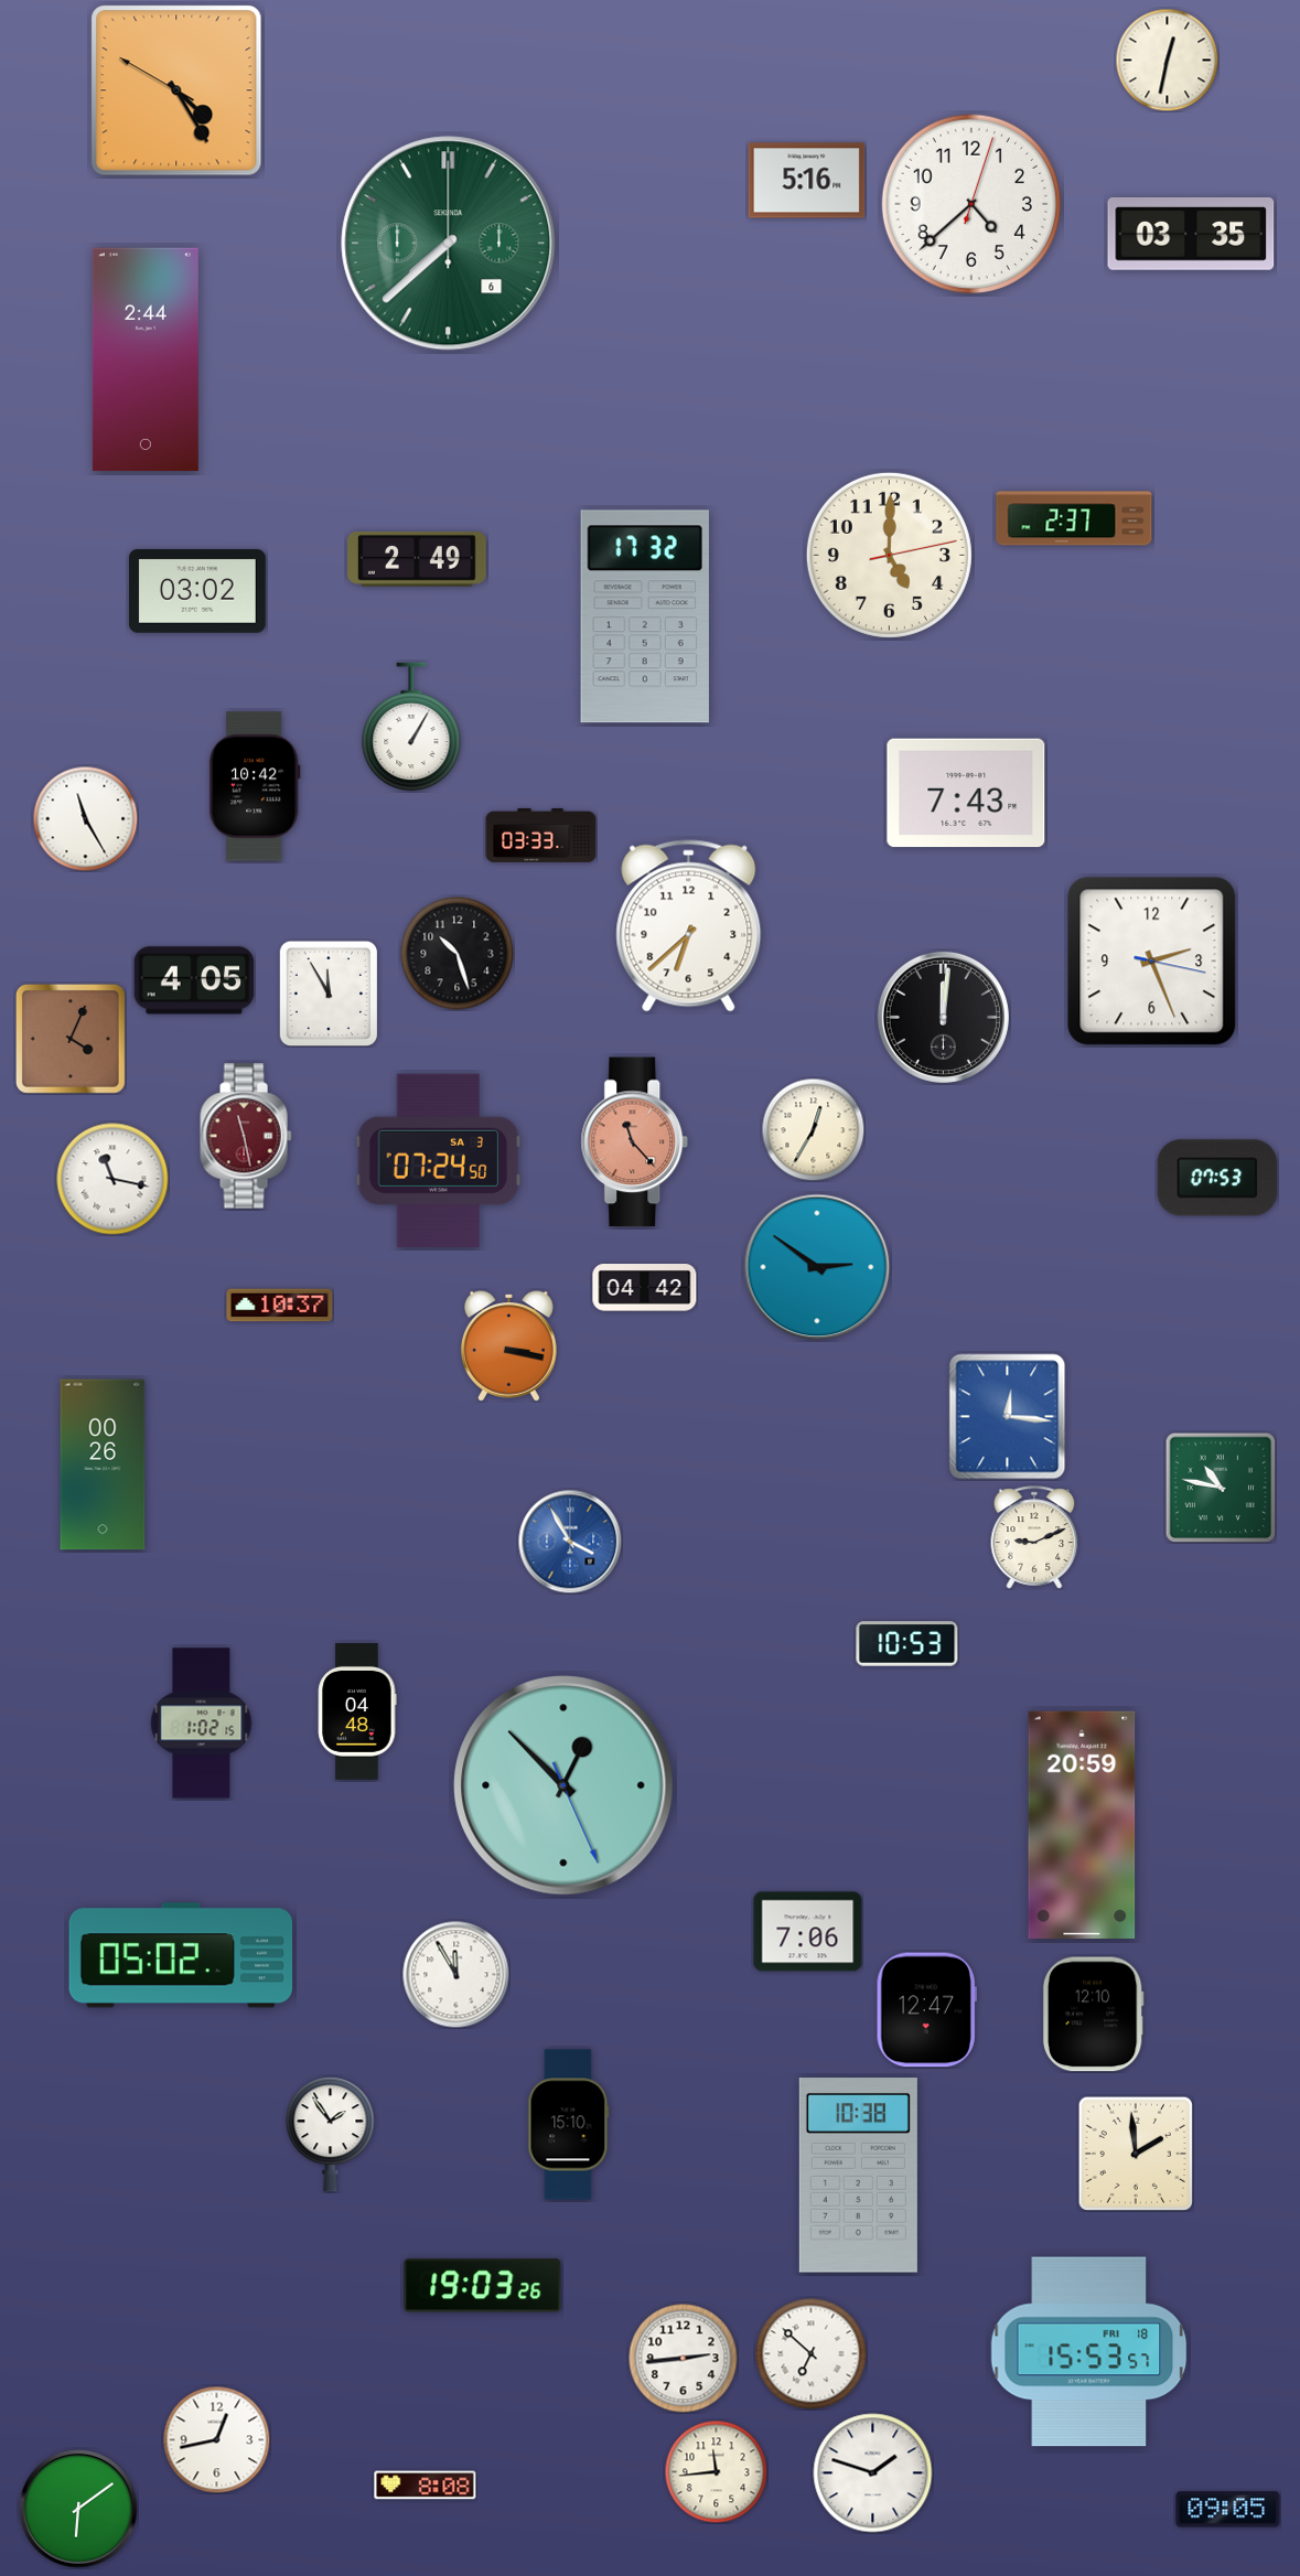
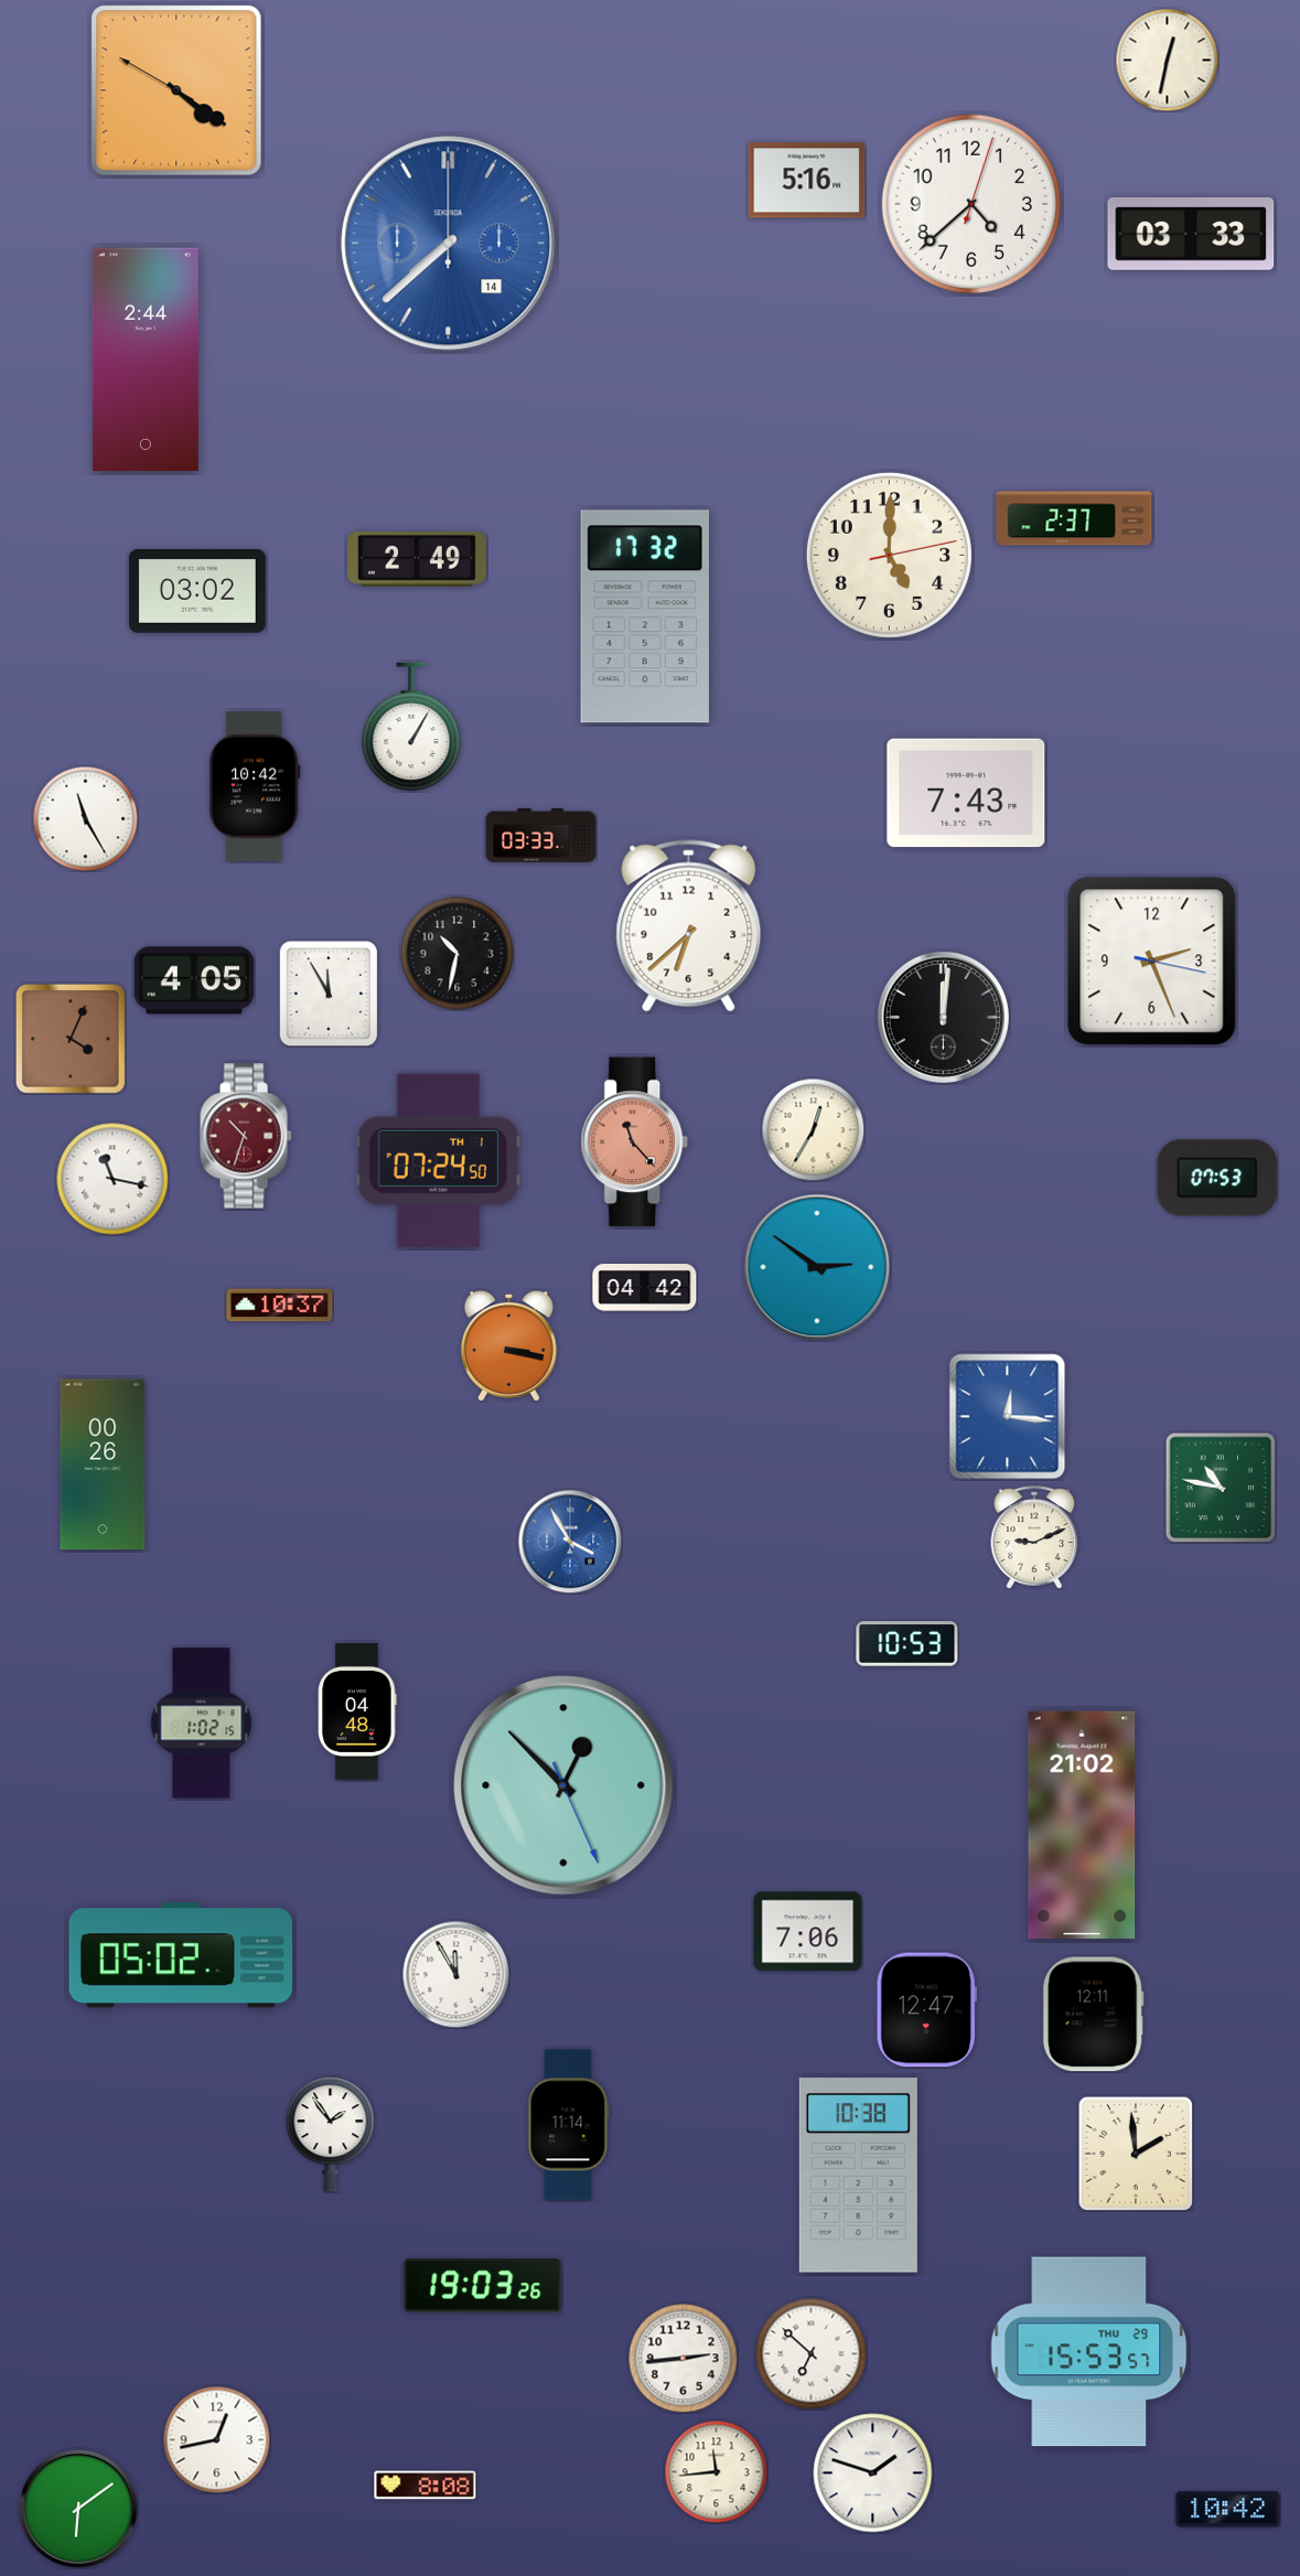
clock at (176, 90): 4:24 -> 4:20
clock at (1191, 234): 03:35 -> 03:33
clock at (449, 244) date: 6 -> 14
clock at (449, 244) dial: green -> blue
clock at (458, 954): 10:27 -> 10:32
clock at (246, 1136): 11:28 -> 10:33
clock at (439, 1160) date: SA 3 -> TH 1
clock at (1082, 1825): 20:59 -> 21:02
clock at (1093, 2015): 12:10 -> 12:11
clock at (569, 2125): 15:10 -> 11:14
clock at (1089, 2352) date: FRI 18 -> THU 29
clock at (1228, 2510): 09:05 -> 10:42
